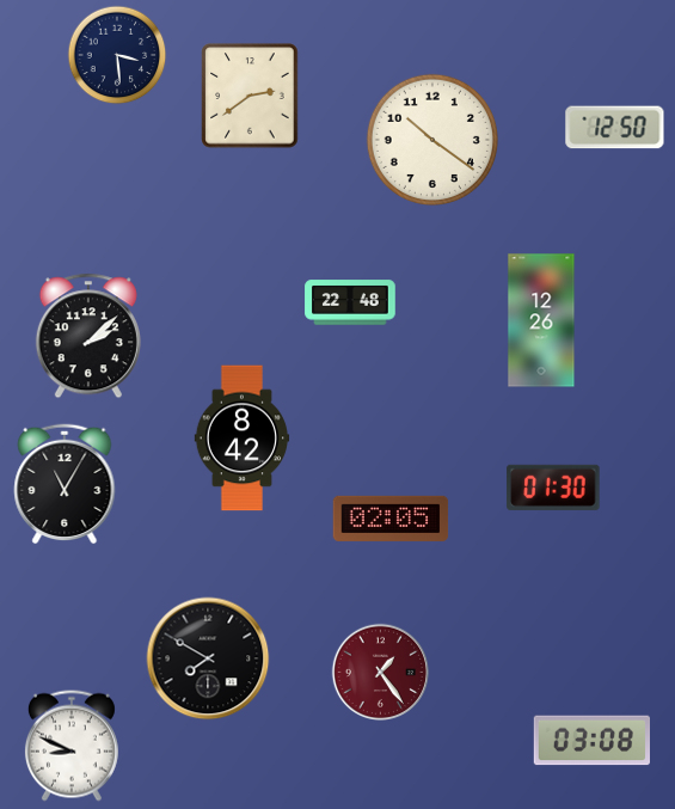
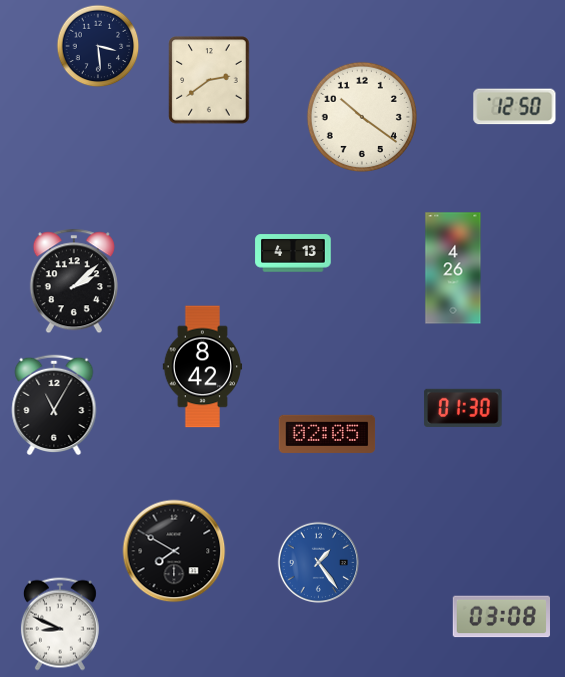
clock at (350, 302): 22:48 -> 4:13
clock at (541, 320): 12:26 -> 4:26
clock at (380, 672) dial: burgundy -> blue
clock at (591, 741) position: (591, 741) -> (501, 617)
